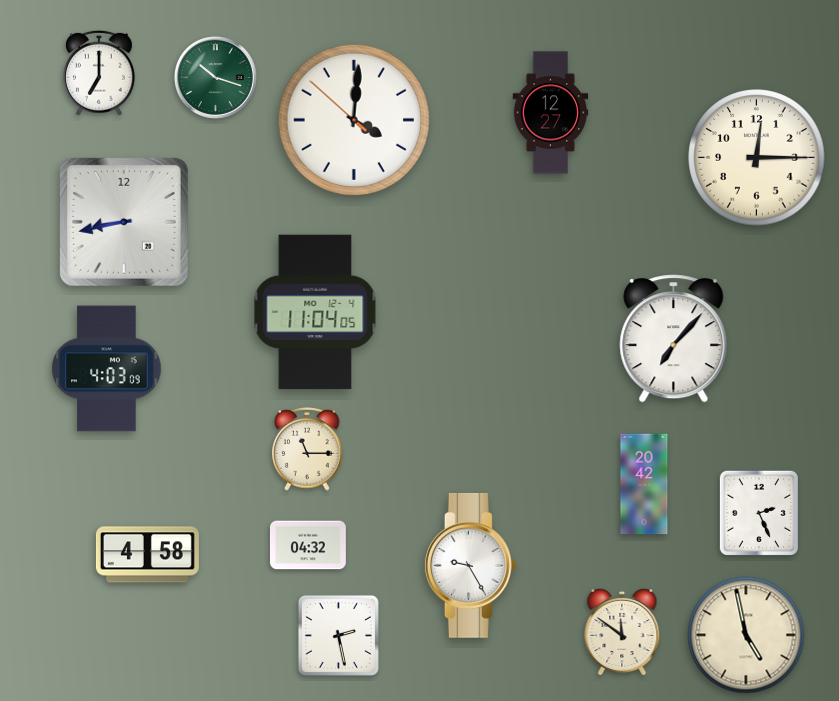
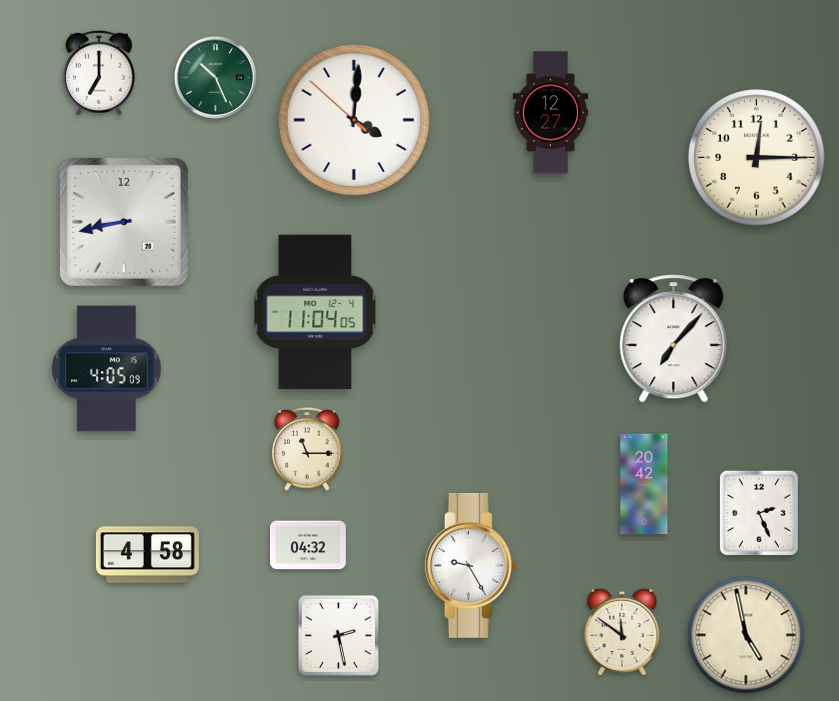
clock at (215, 77): 10:18 -> 10:26
clock at (107, 369): 4:03 -> 4:05
